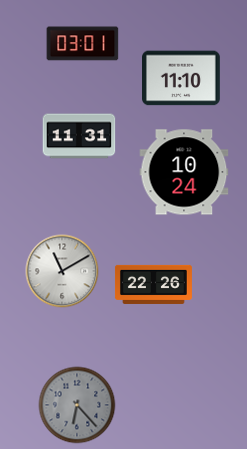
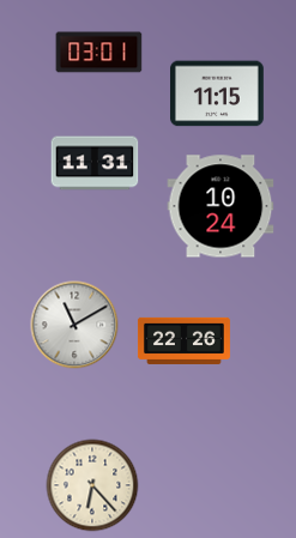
clock at (182, 78): 11:10 -> 11:15
clock at (77, 405) dial: grey -> cream
